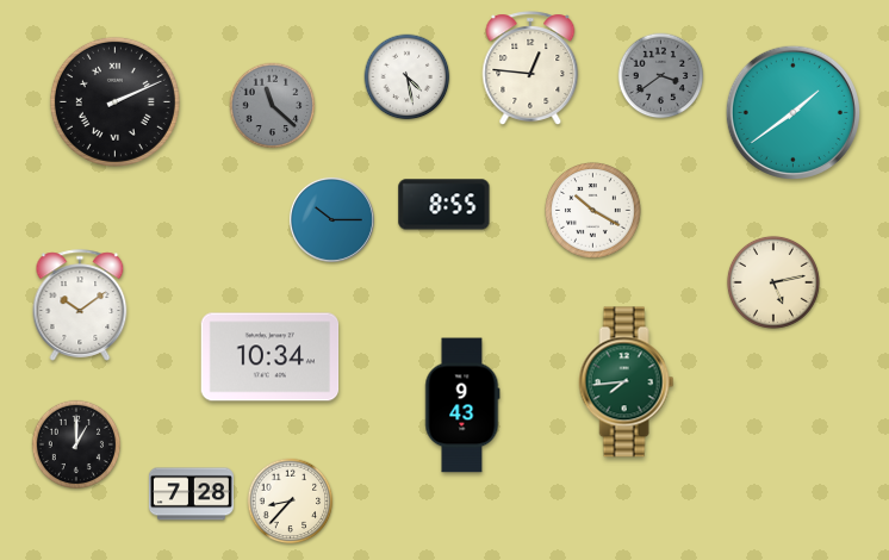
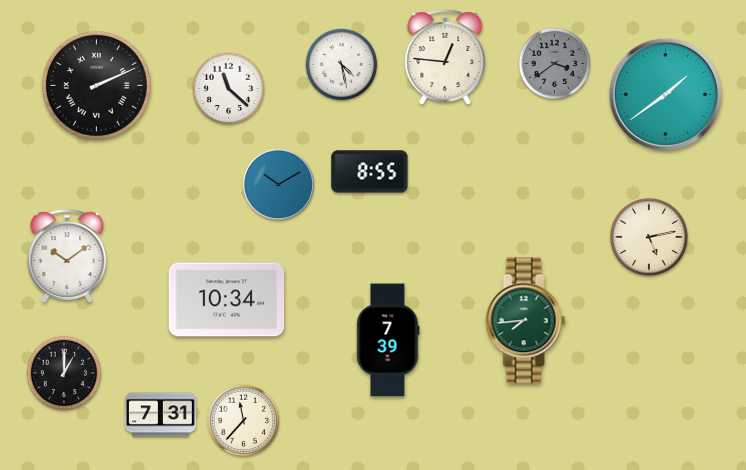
clock at (273, 106) dial: grey -> white
clock at (444, 205) position: (444, 205) -> (370, 172)
clock at (593, 211): 10:20 -> none
clock at (331, 219): 10:15 -> 10:10
clock at (462, 405): 9:43 -> 7:39
clock at (191, 494): 7:28 -> 7:31
clock at (291, 502): 8:37 -> 11:37
